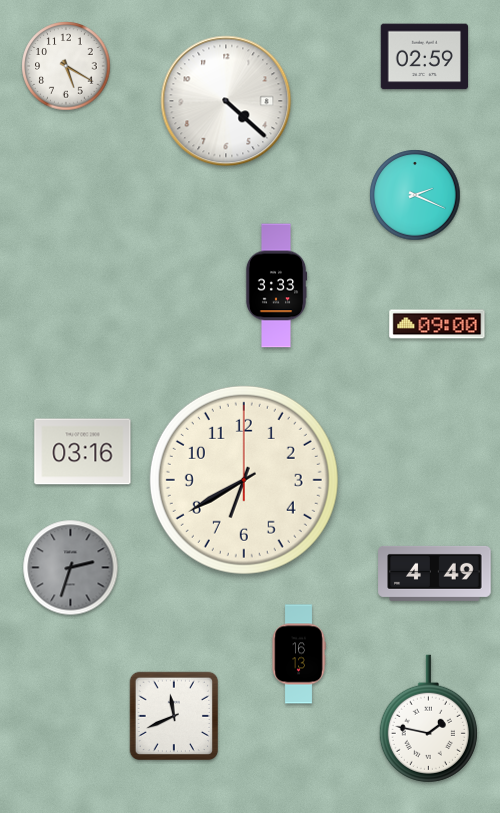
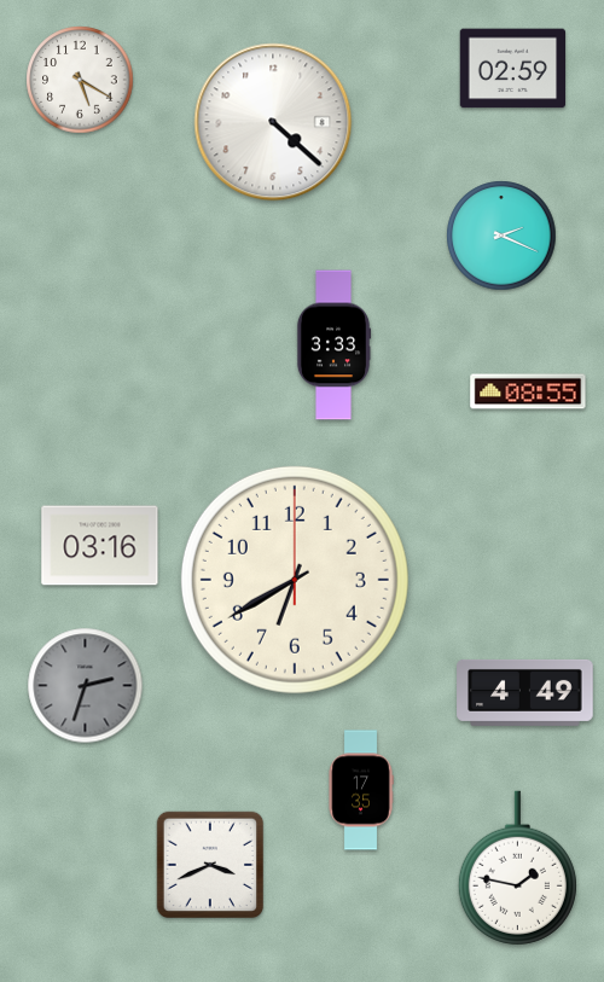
clock at (437, 324): 09:00 -> 08:55
clock at (299, 654): 16:13 -> 17:35
clock at (173, 715): 11:41 -> 3:41
